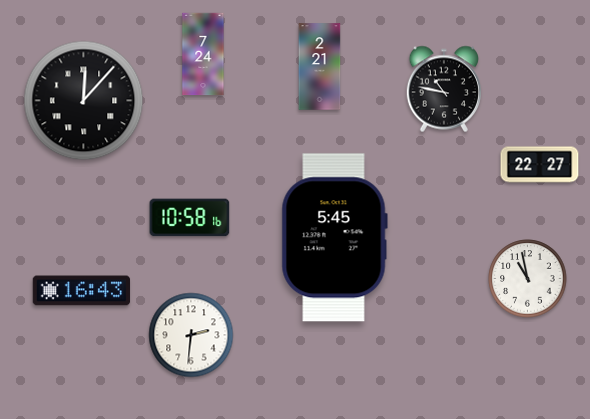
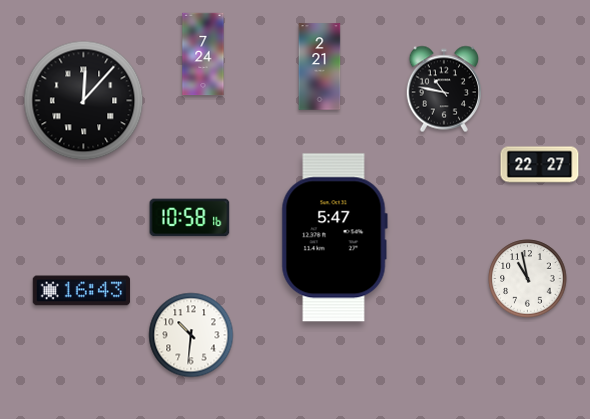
clock at (334, 238): 5:45 -> 5:47
clock at (191, 335): 2:31 -> 10:31
